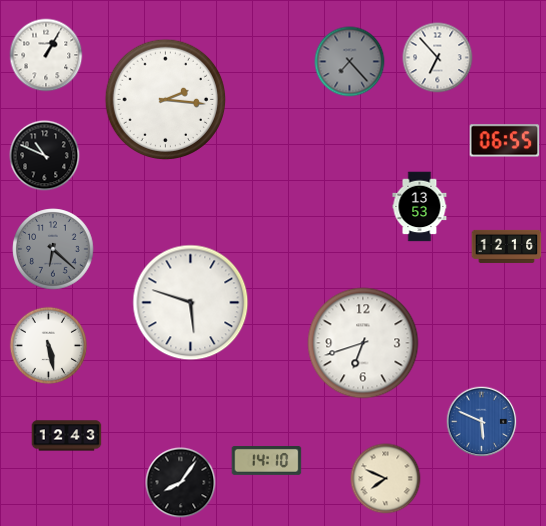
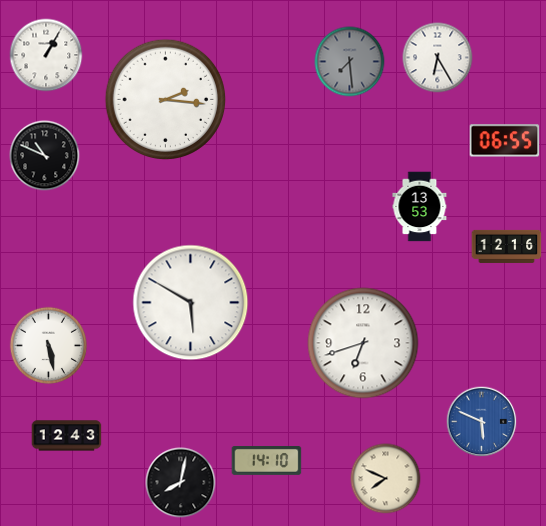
clock at (438, 58): 6:53 -> 6:25
clock at (350, 62): 7:23 -> 7:29
clock at (53, 249): 6:22 -> none
clock at (191, 303): 5:48 -> 5:50
clock at (181, 483): 8:06 -> 8:02
